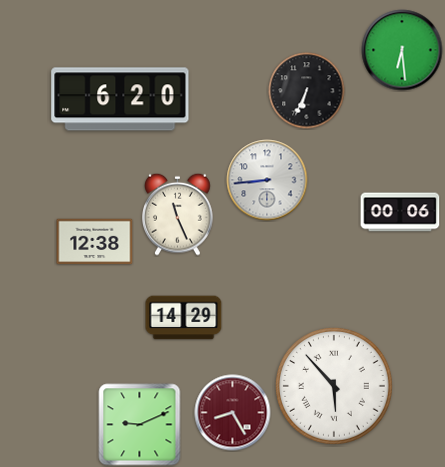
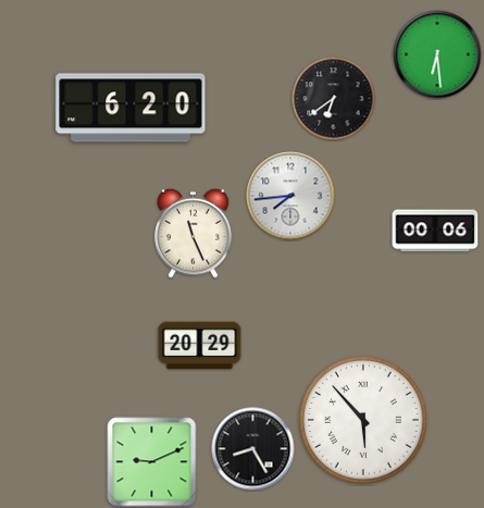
clock at (307, 91): 6:34 -> 6:39
clock at (267, 180): 8:44 -> 7:44
clock at (95, 242): 12:38 -> none
clock at (184, 318): 14:29 -> 20:29
clock at (233, 413) dial: burgundy -> black
